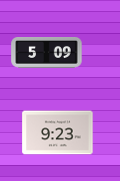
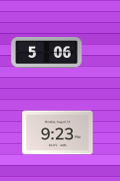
clock at (47, 53): 5:09 -> 5:06
